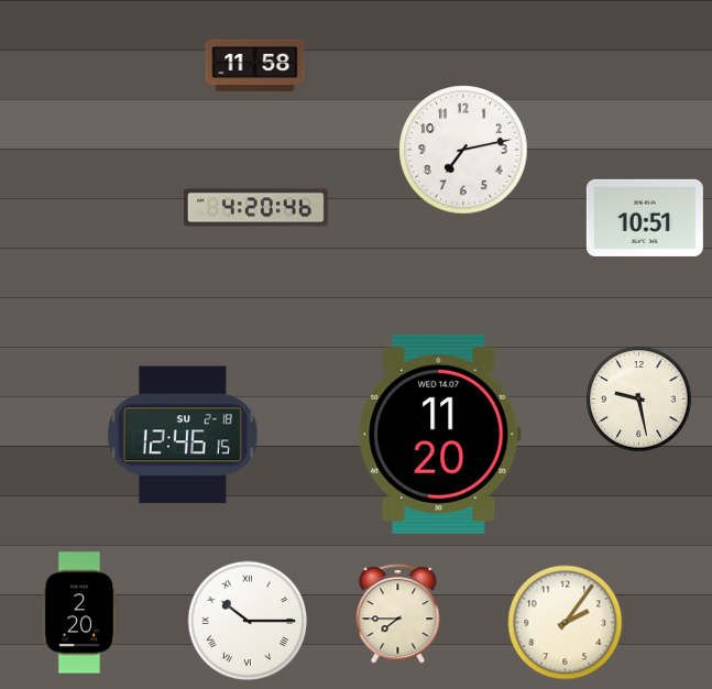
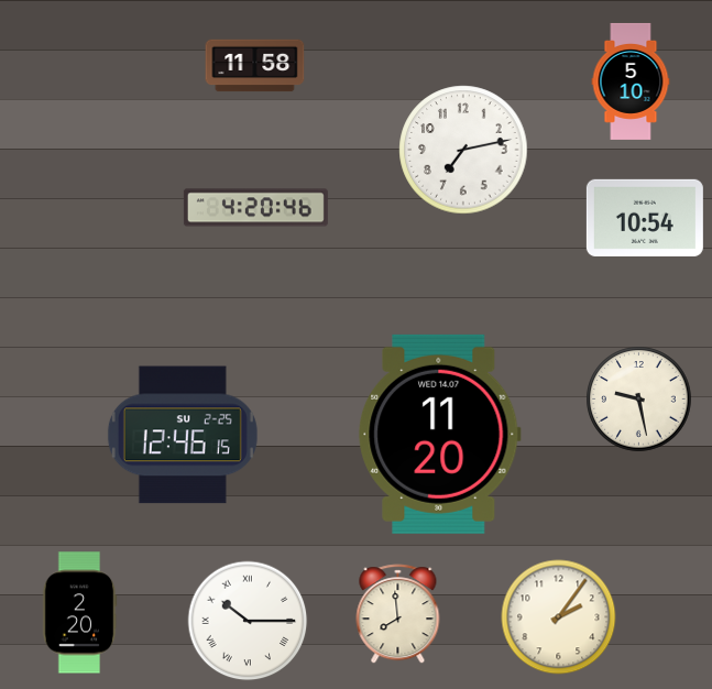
clock at (631, 81): none -> 5:10
clock at (645, 218): 10:51 -> 10:54
clock at (183, 435) date: SU 2-18 -> SU 2-25
clock at (398, 614): 7:45 -> 7:59
clock at (566, 623) position: (566, 623) -> (559, 617)
